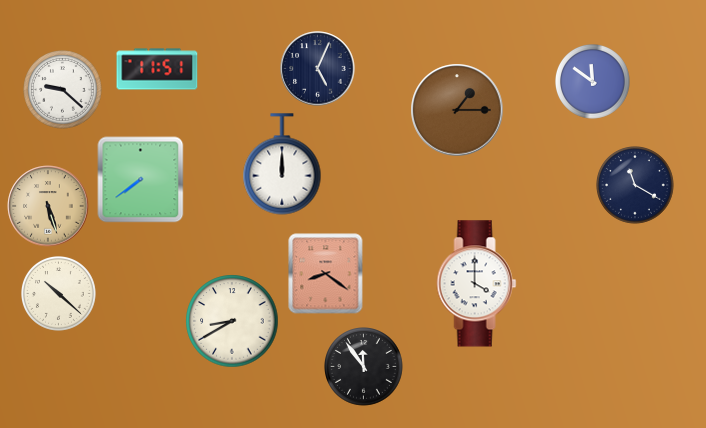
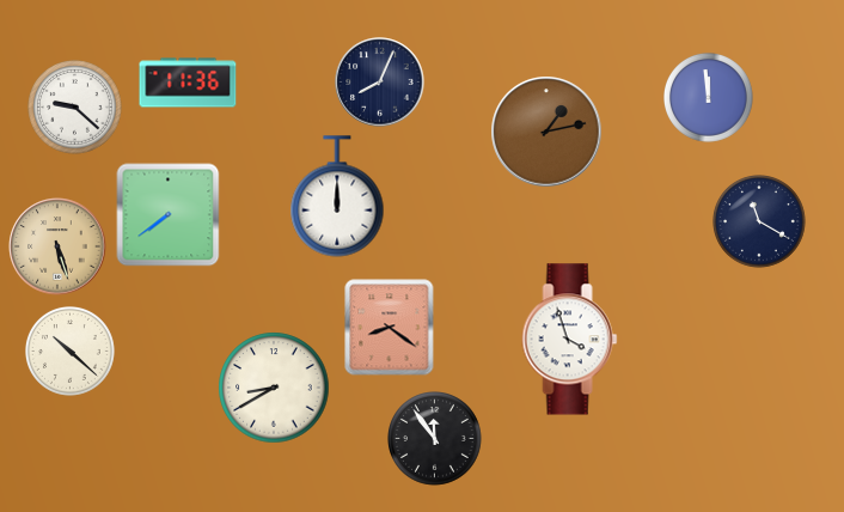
clock at (157, 69): 11:51 -> 11:36
clock at (318, 69): 5:04 -> 8:04
clock at (593, 82): 11:51 -> 11:59
clock at (457, 110): 1:15 -> 1:13
clock at (477, 284): 4:00 -> 3:57
clock at (232, 321) position: (232, 321) -> (274, 388)
